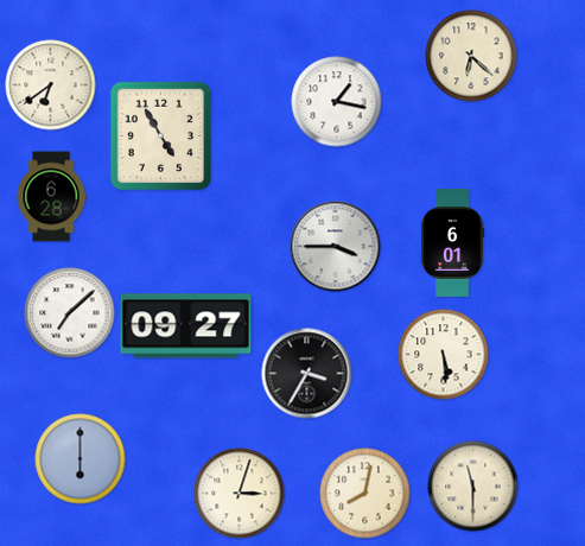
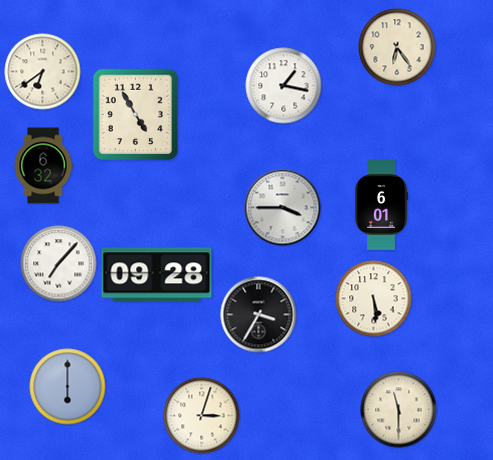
clock at (471, 56): 6:22 -> 6:24
clock at (51, 197): 6:28 -> 6:32
clock at (70, 313): 7:08 -> 7:07
clock at (186, 326): 09:27 -> 09:28
clock at (365, 494): 8:02 -> none
